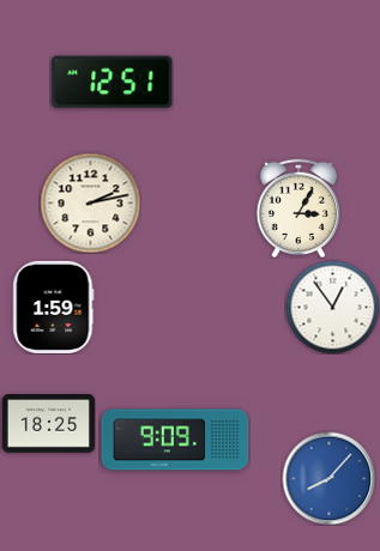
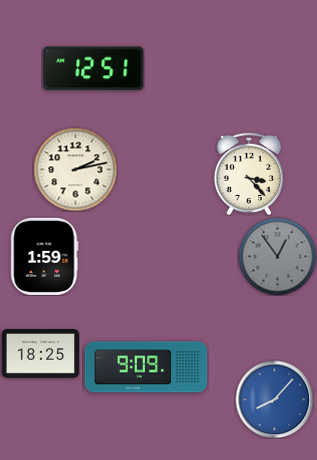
clock at (297, 207): 3:05 -> 3:23
clock at (332, 307) dial: white -> grey
